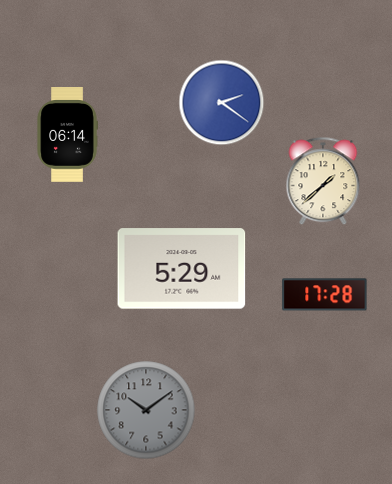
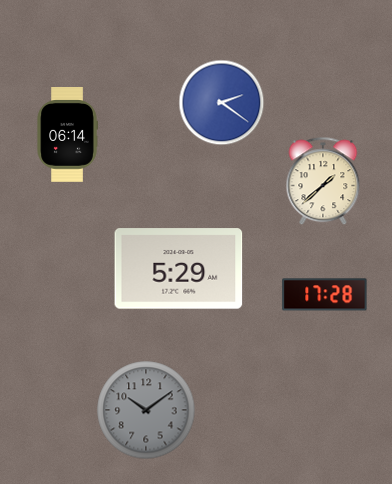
clock at (182, 269) position: (182, 269) -> (179, 269)
